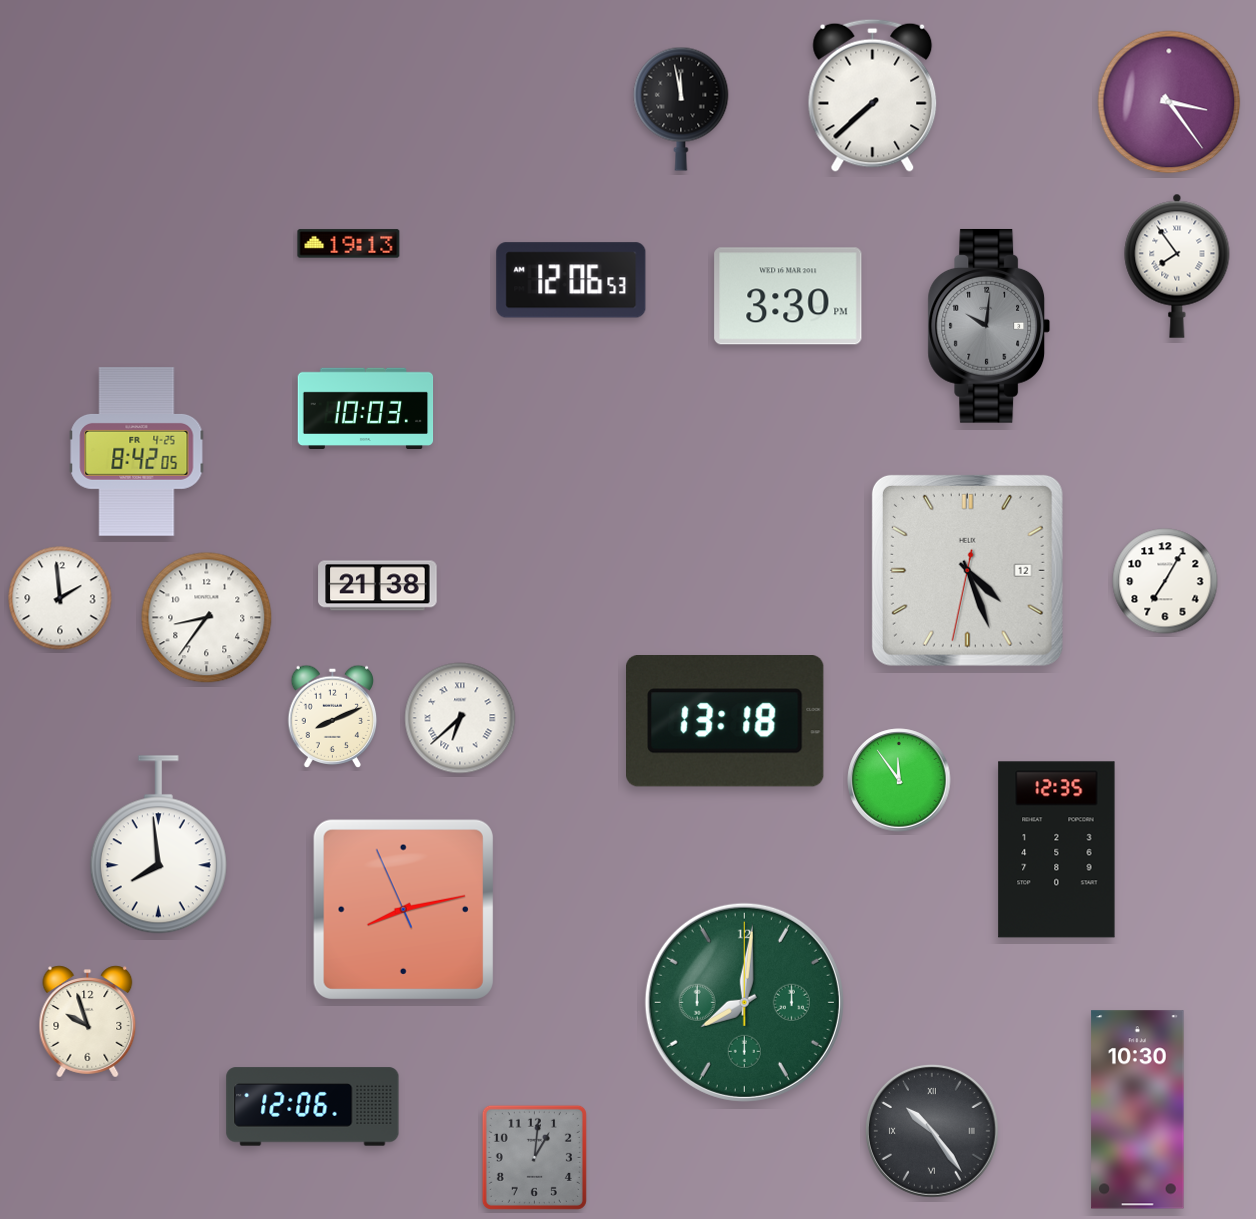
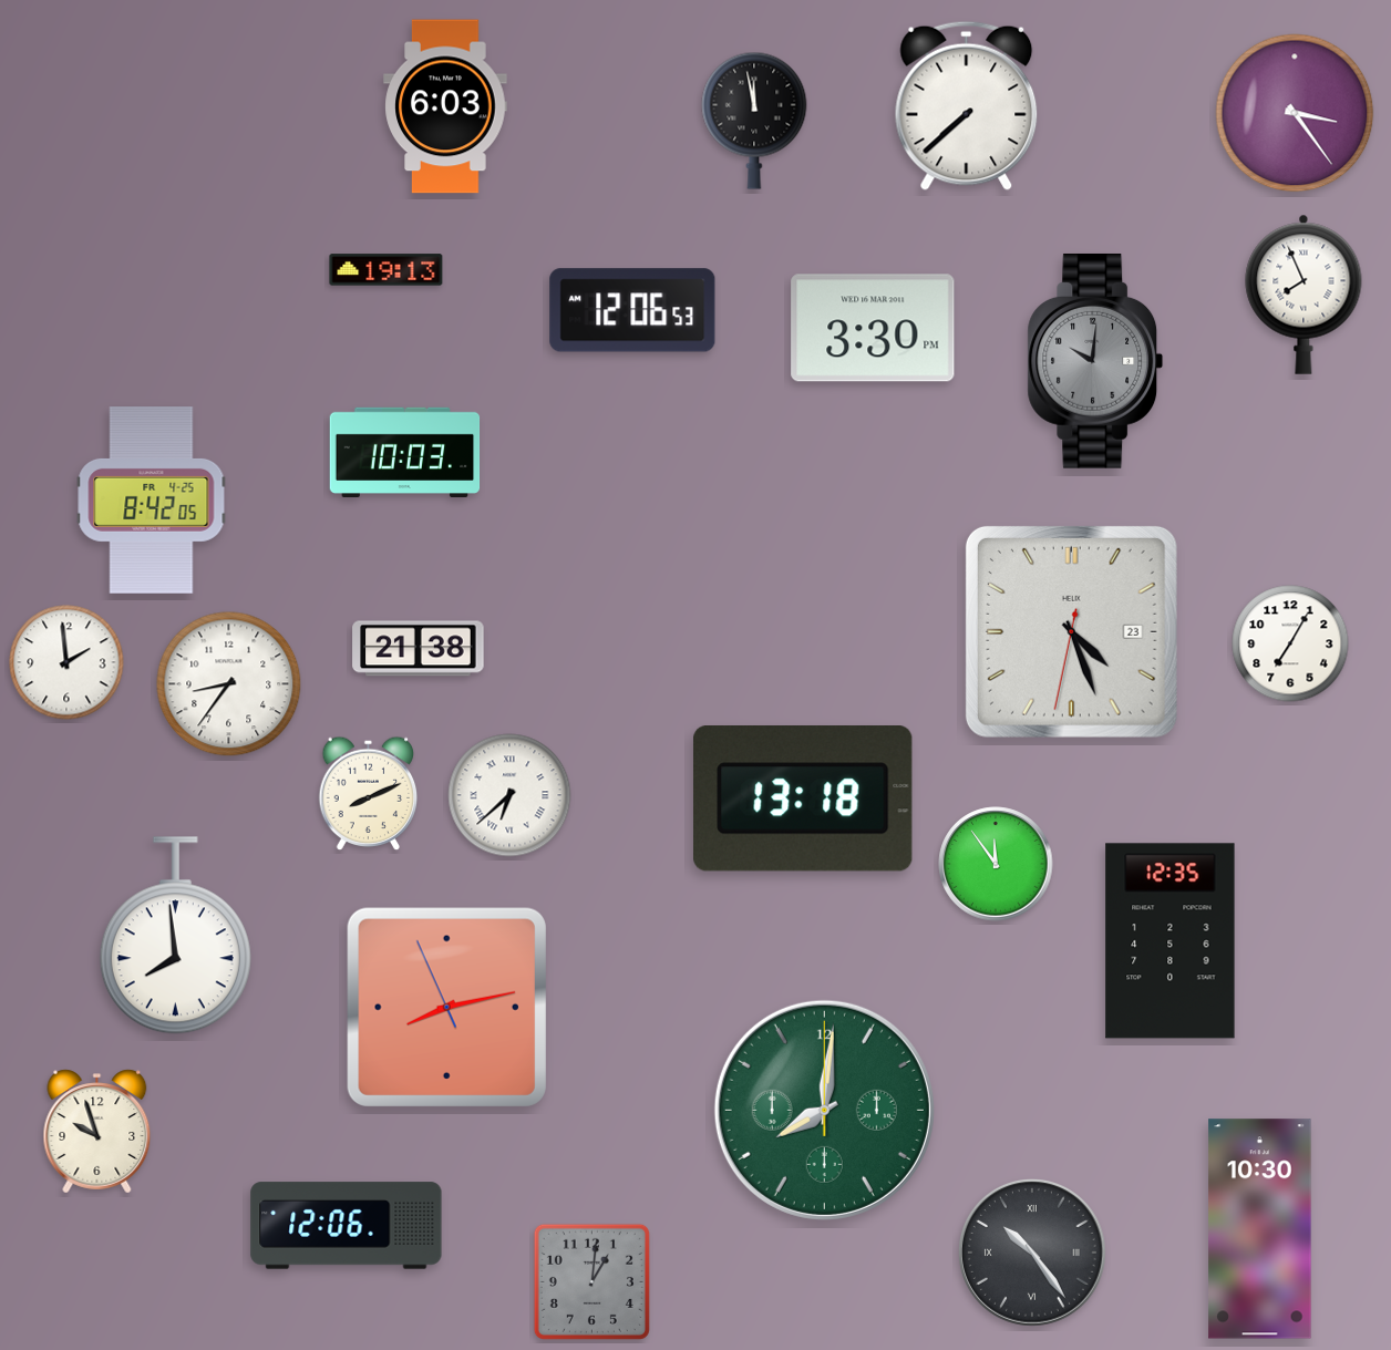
clock at (445, 106): none -> 6:03
clock at (1177, 266): 7:54 -> 7:56
clock at (967, 570) date: 12 -> 23
